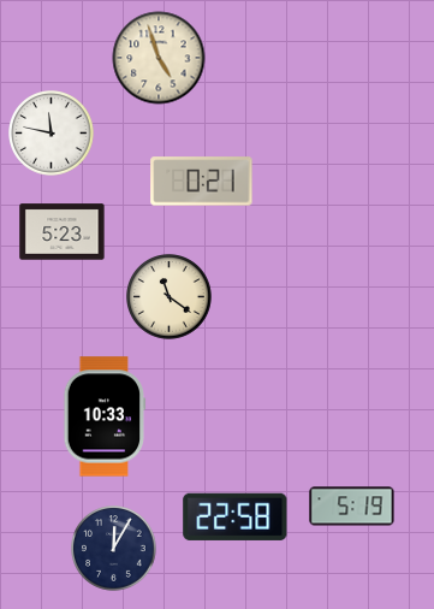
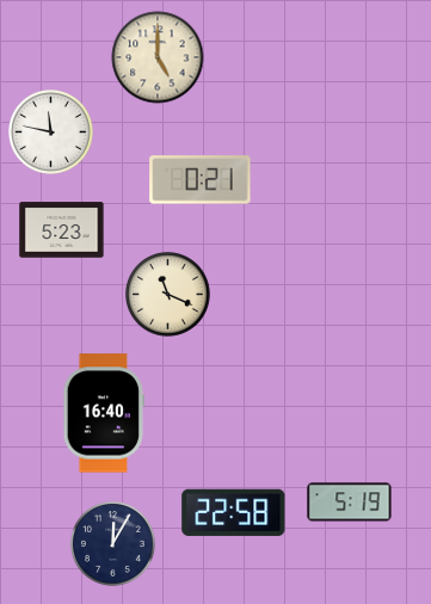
clock at (159, 58): 4:57 -> 5:00
clock at (170, 297): 11:21 -> 11:19
clock at (105, 416): 10:33 -> 16:40
